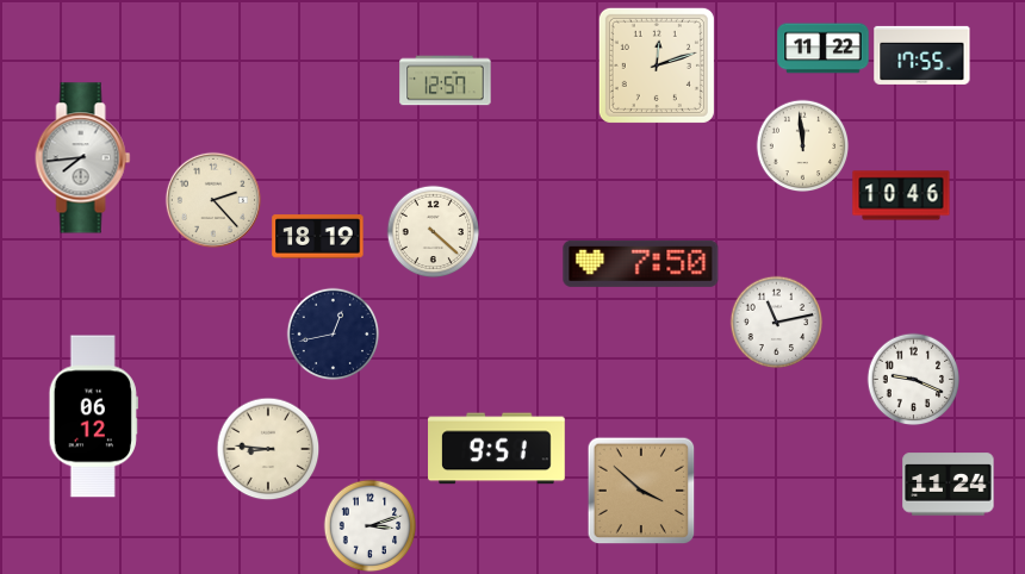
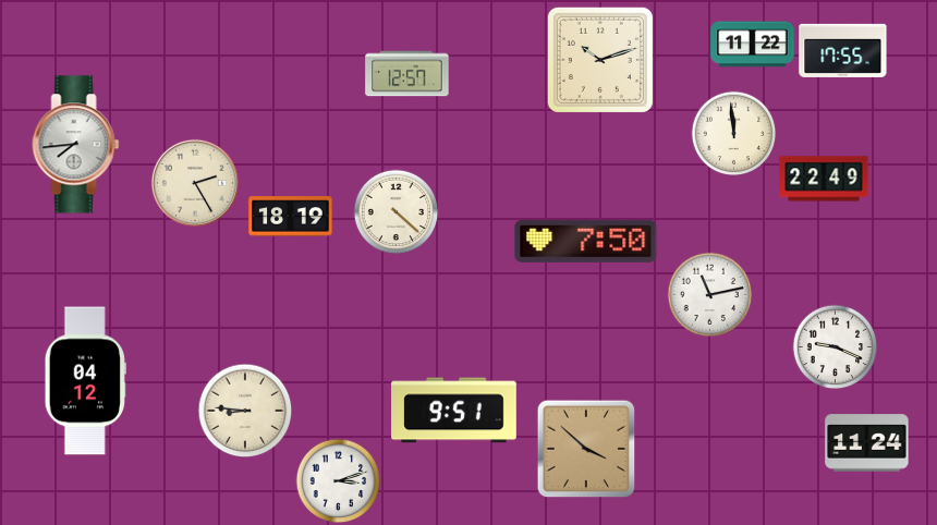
clock at (657, 65): 12:12 -> 10:12
clock at (901, 195): 10:46 -> 22:49
clock at (213, 200): 2:23 -> 2:25
clock at (333, 333): 12:43 -> none
clock at (93, 417): 06:12 -> 04:12
